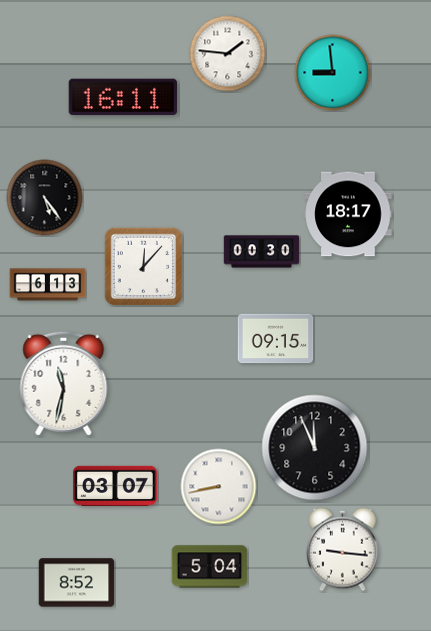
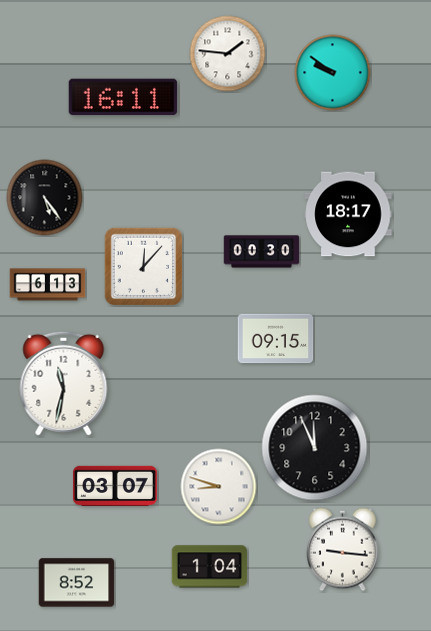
clock at (333, 73): 8:59 -> 9:51
clock at (219, 487): 8:43 -> 8:48
clock at (210, 567): 5:04 -> 1:04
